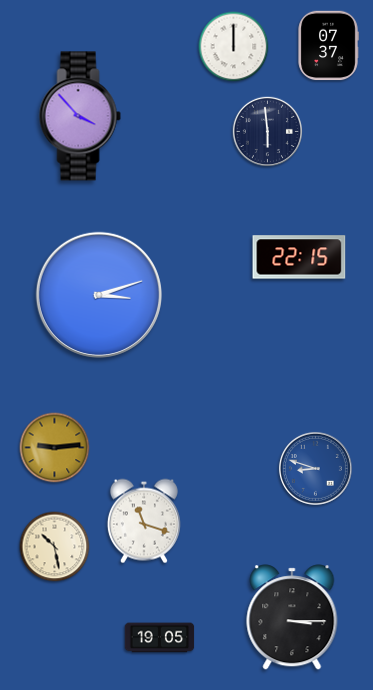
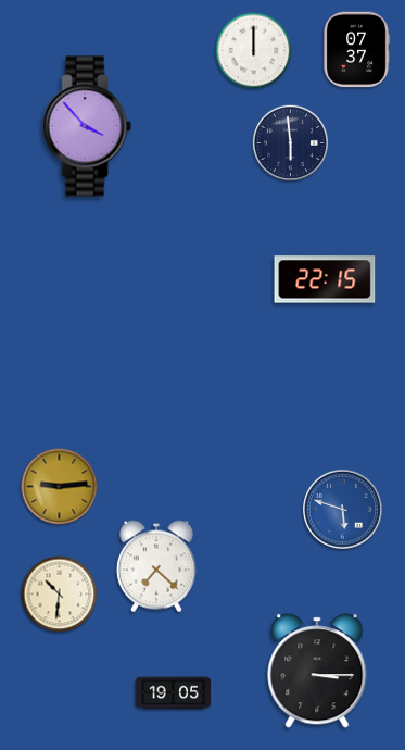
clock at (99, 295): 3:12 -> none
clock at (315, 468): 8:48 -> 5:48
clock at (144, 521): 11:18 -> 7:22
clock at (55, 547): 10:28 -> 10:31
